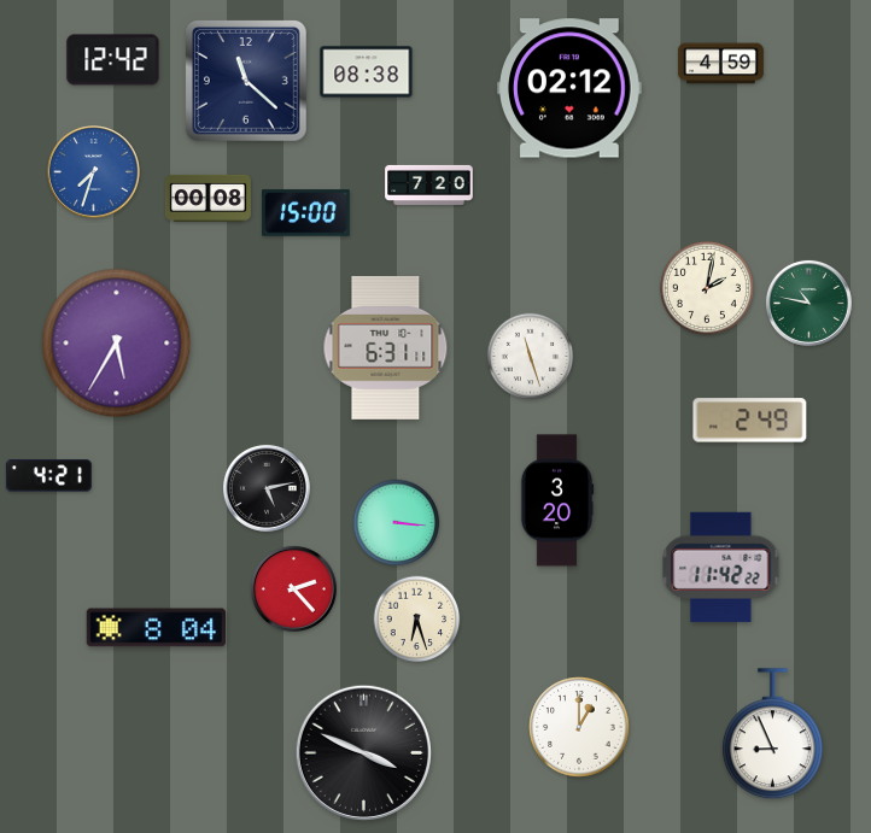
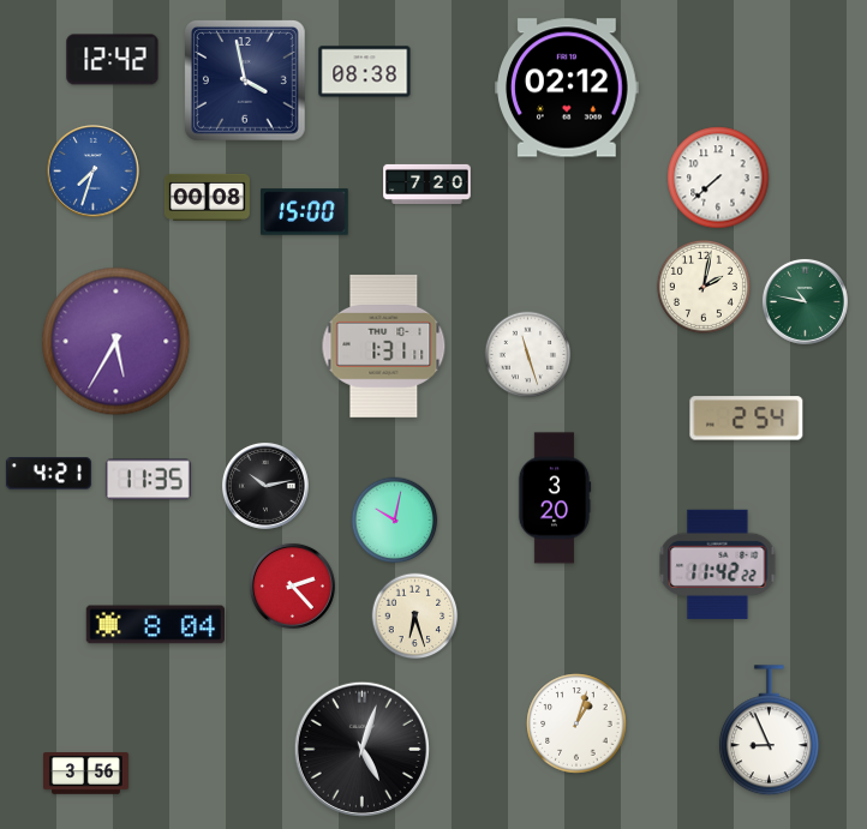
clock at (720, 64): 4:59 -> none
clock at (246, 81): 11:22 -> 3:58
clock at (718, 178): none -> 7:38
clock at (386, 347): 6:31 -> 1:31
clock at (750, 421): 2:49 -> 2:54
clock at (148, 480): none -> 11:35
clock at (267, 488): 5:13 -> 10:13
clock at (397, 523): 3:16 -> 10:02
clock at (579, 727): 1:00 -> 1:03
clock at (363, 752): 3:49 -> 5:03
clock at (85, 774): none -> 3:56
